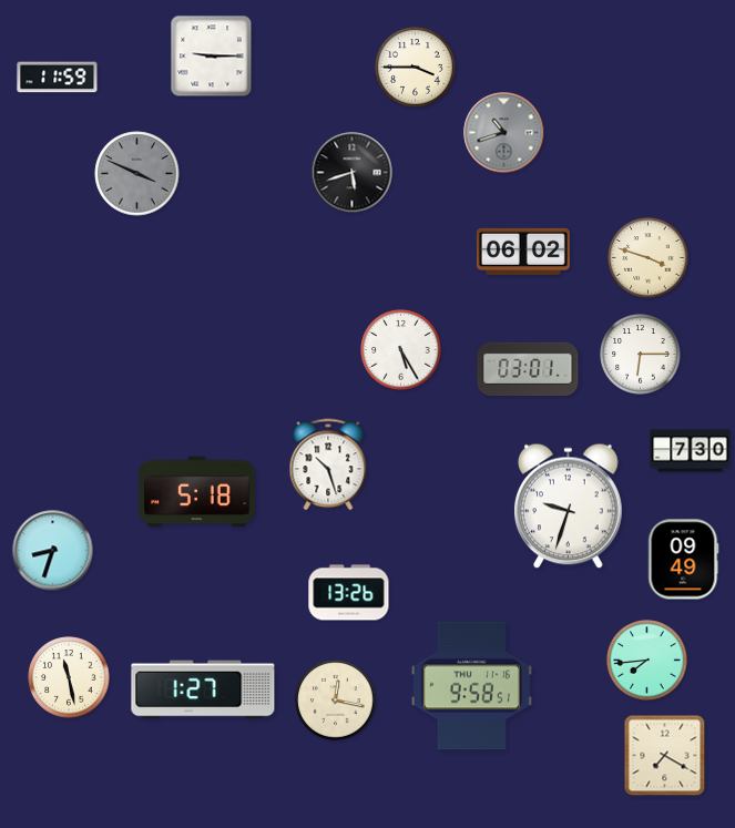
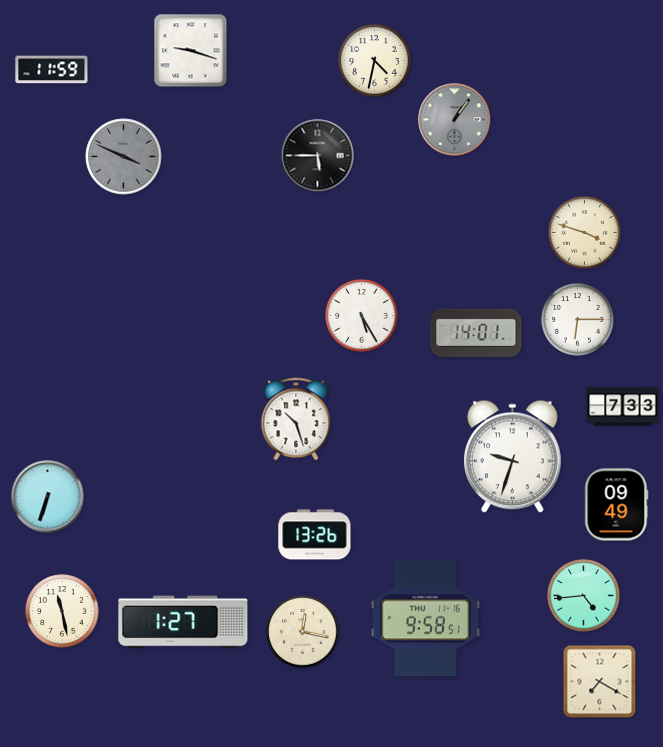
clock at (212, 57): 9:15 -> 9:18
clock at (416, 68): 3:45 -> 4:32
clock at (504, 133): 10:42 -> 1:06
clock at (353, 173): 5:42 -> 5:45
clock at (523, 252): 06:02 -> none
clock at (528, 369): 03:01 -> 14:01
clock at (691, 451): 7:30 -> 7:33
clock at (197, 492): 5:18 -> none
clock at (53, 551): 8:33 -> 6:33
clock at (647, 661): 7:44 -> 4:44
